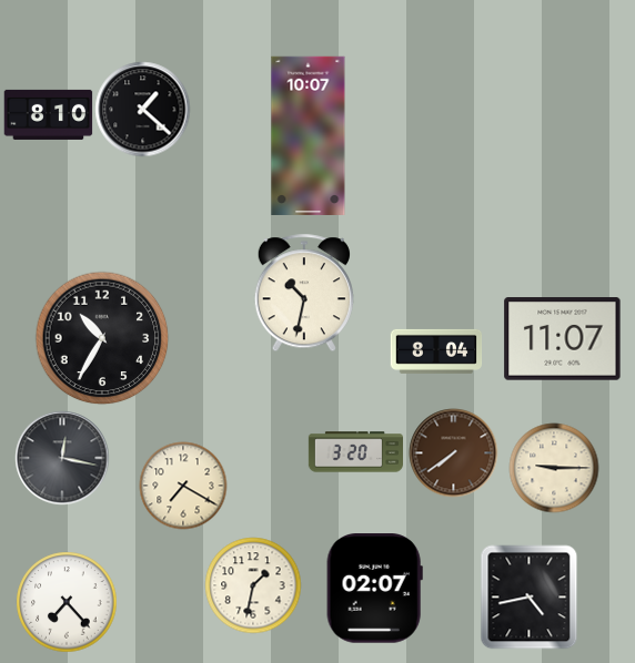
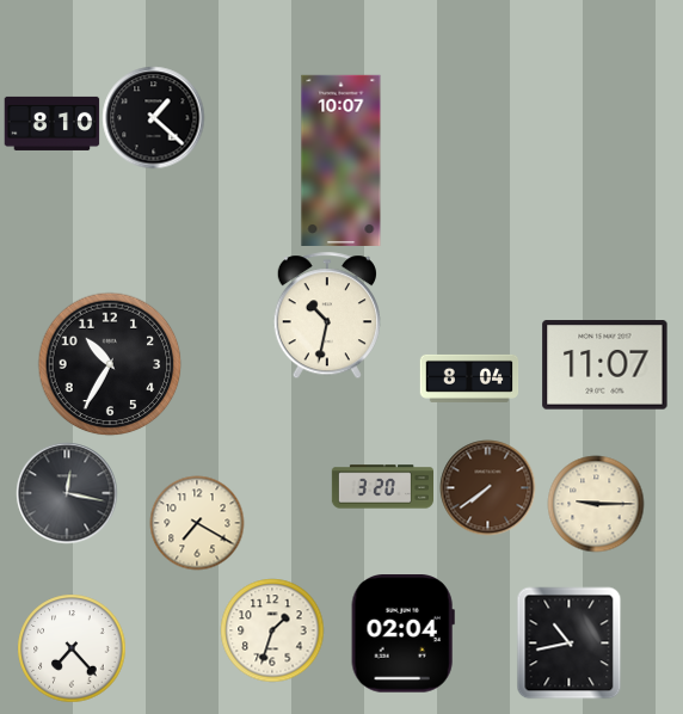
clock at (309, 135) position: (309, 135) -> (341, 160)
clock at (253, 585): 1:32 -> 1:33
clock at (374, 589): 02:07 -> 02:04
clock at (530, 596): 4:43 -> 10:43
